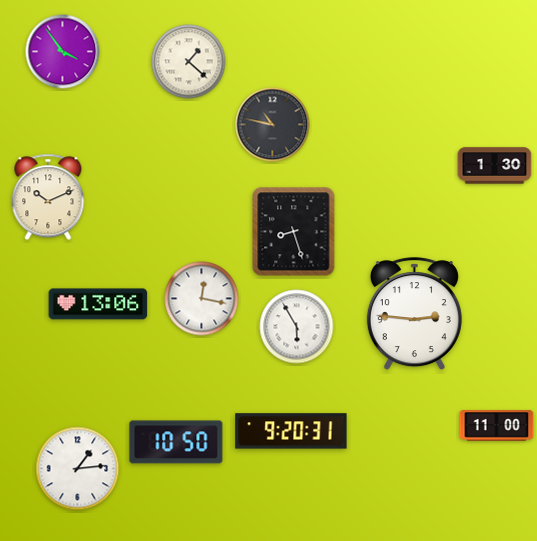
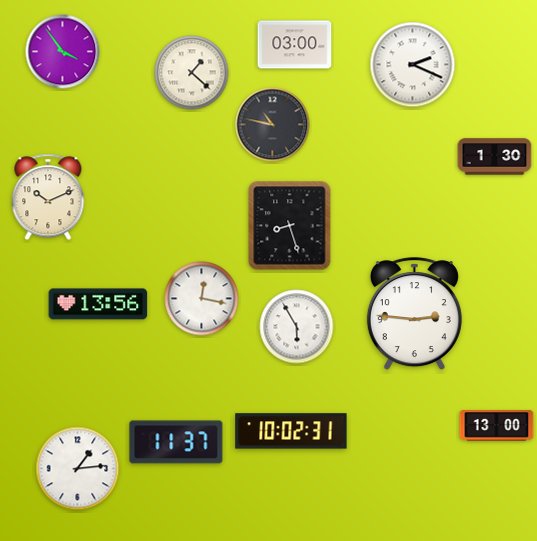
clock at (295, 45): none -> 03:00
clock at (189, 62) position: (189, 62) -> (192, 73)
clock at (413, 65): none -> 2:19
clock at (495, 166) position: (495, 166) -> (495, 157)
clock at (294, 232) position: (294, 232) -> (290, 226)
clock at (98, 304): 13:06 -> 13:56
clock at (497, 426): 11:00 -> 13:00
clock at (291, 431): 9:20 -> 10:02
clock at (176, 442): 10:50 -> 11:37
